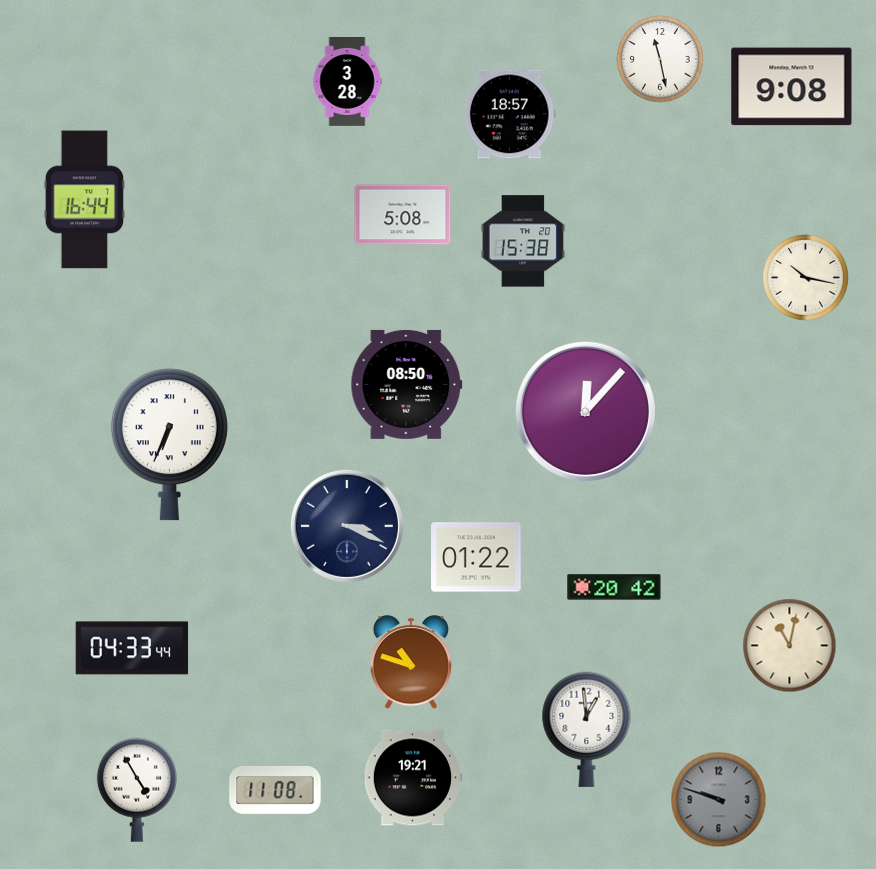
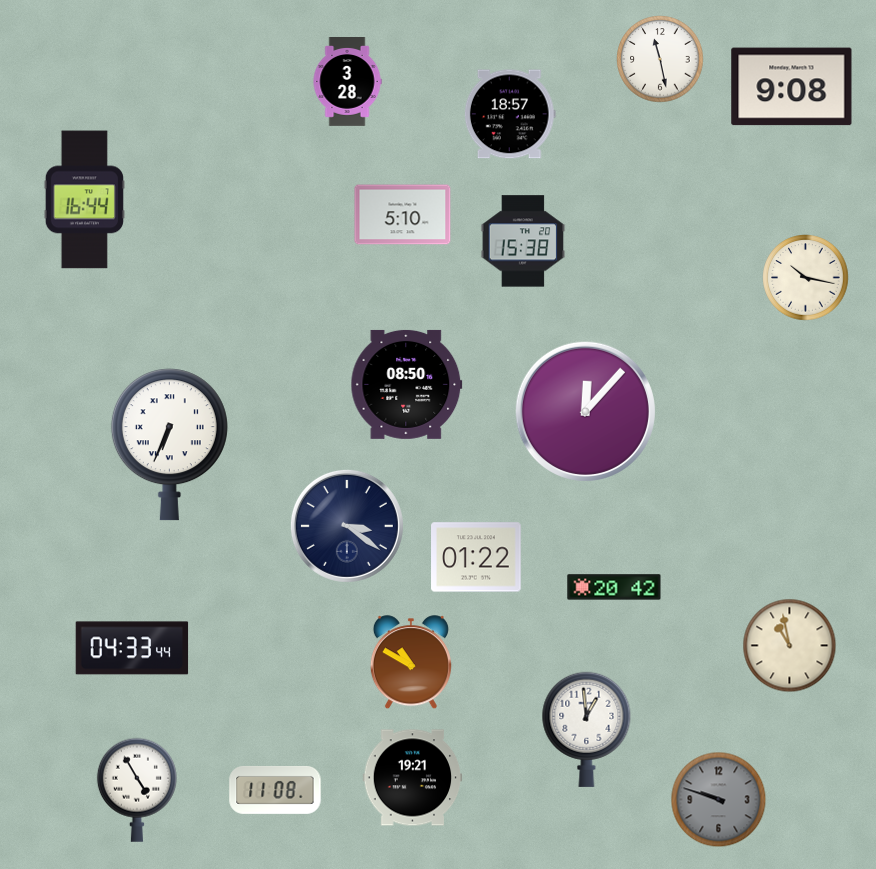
clock at (403, 215): 5:08 -> 5:10
clock at (347, 526): 3:19 -> 3:21
clock at (790, 646): 11:02 -> 10:58
clock at (411, 663): 10:48 -> 10:50
